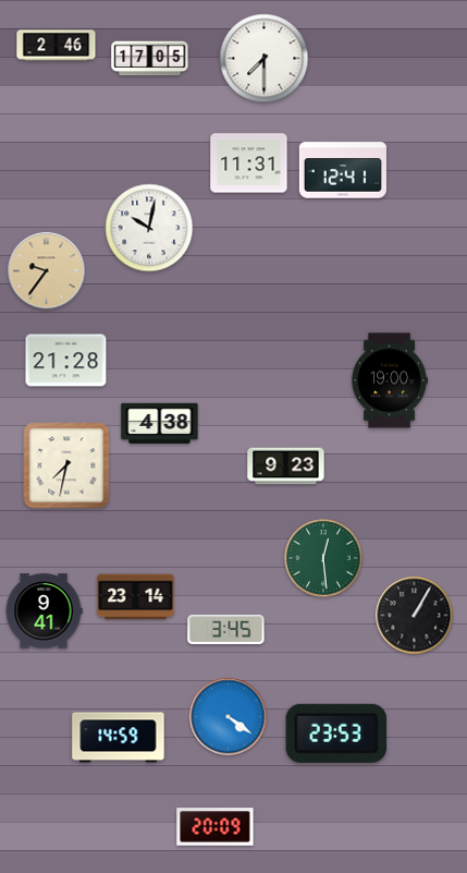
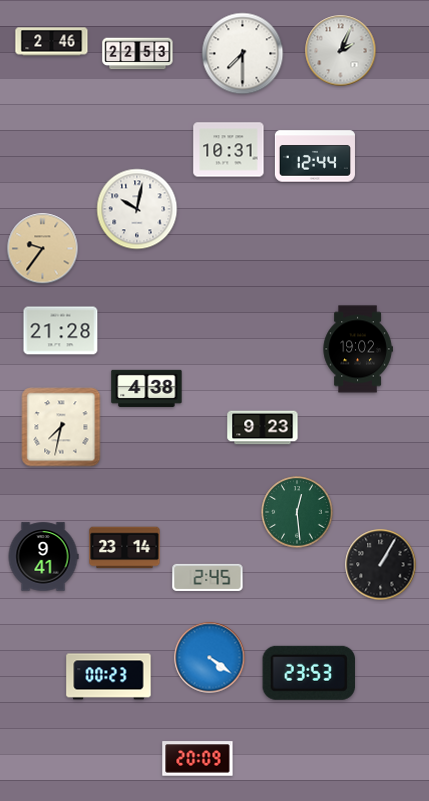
clock at (341, 51): none -> 2:04
clock at (150, 59): 17:05 -> 22:53
clock at (249, 163): 11:31 -> 10:31
clock at (343, 170): 12:41 -> 12:44
clock at (390, 380): 19:00 -> 19:02
clock at (44, 611) position: (44, 611) -> (43, 557)
clock at (226, 629): 3:45 -> 2:45
clock at (119, 738): 14:59 -> 00:23
